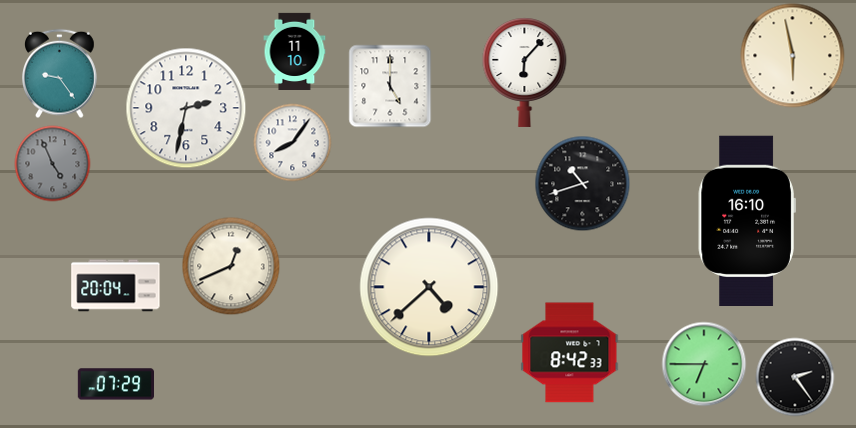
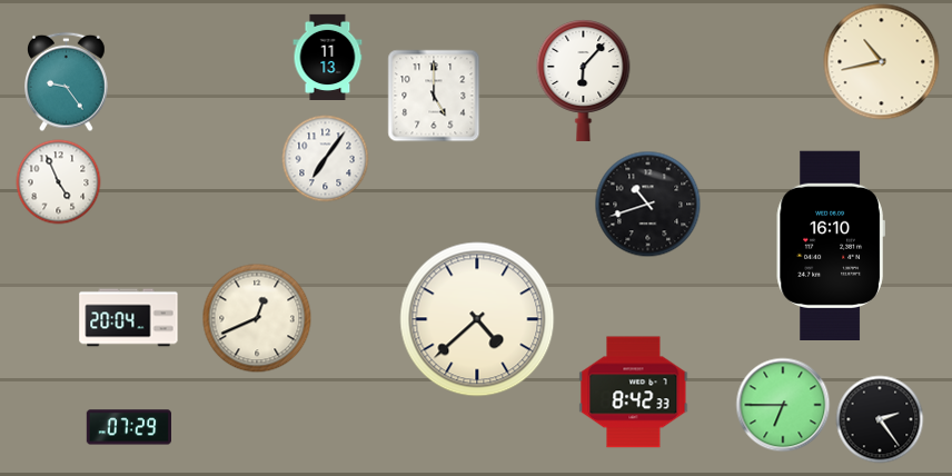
clock at (295, 51): 11:10 -> 11:13
clock at (793, 56): 5:58 -> 10:43
clock at (186, 108): 2:32 -> none
clock at (293, 143): 8:06 -> 7:06
clock at (53, 164) dial: grey -> white
clock at (231, 266) position: (231, 266) -> (257, 318)
clock at (795, 377) position: (795, 377) -> (880, 419)
